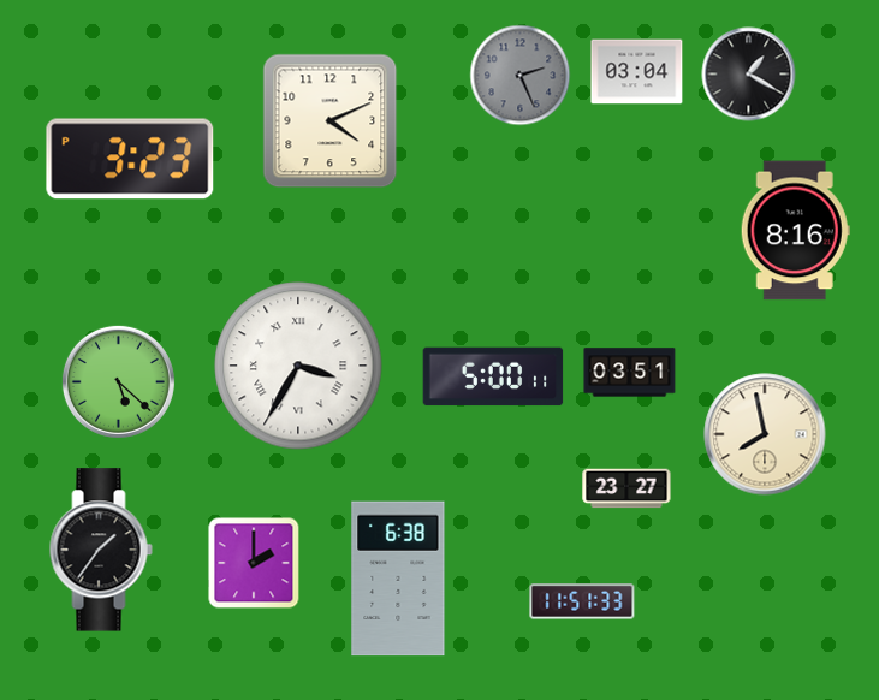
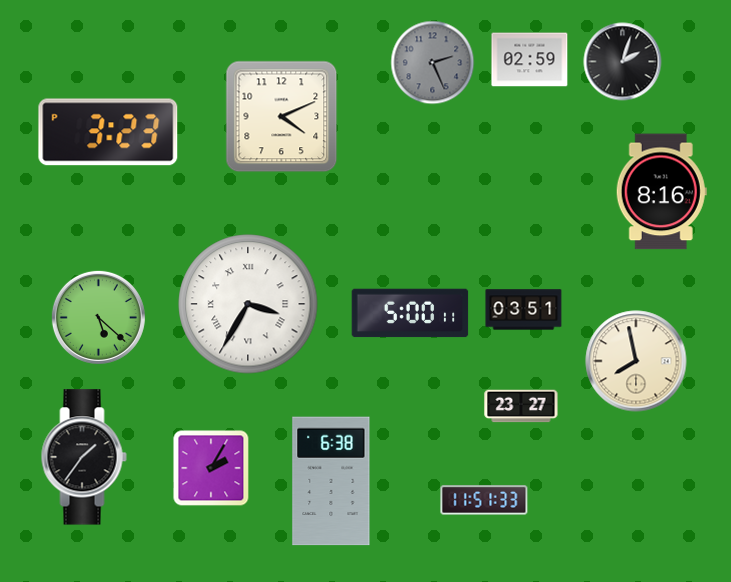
clock at (637, 72): 03:04 -> 02:59
clock at (749, 75): 1:20 -> 2:03
clock at (331, 121) position: (331, 121) -> (282, 117)
clock at (254, 563): 2:00 -> 2:05
